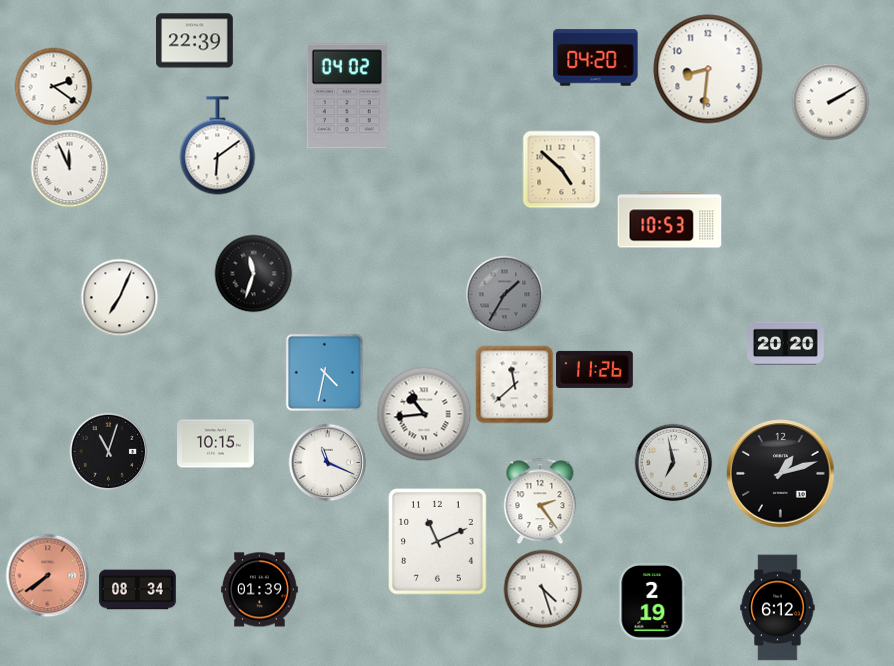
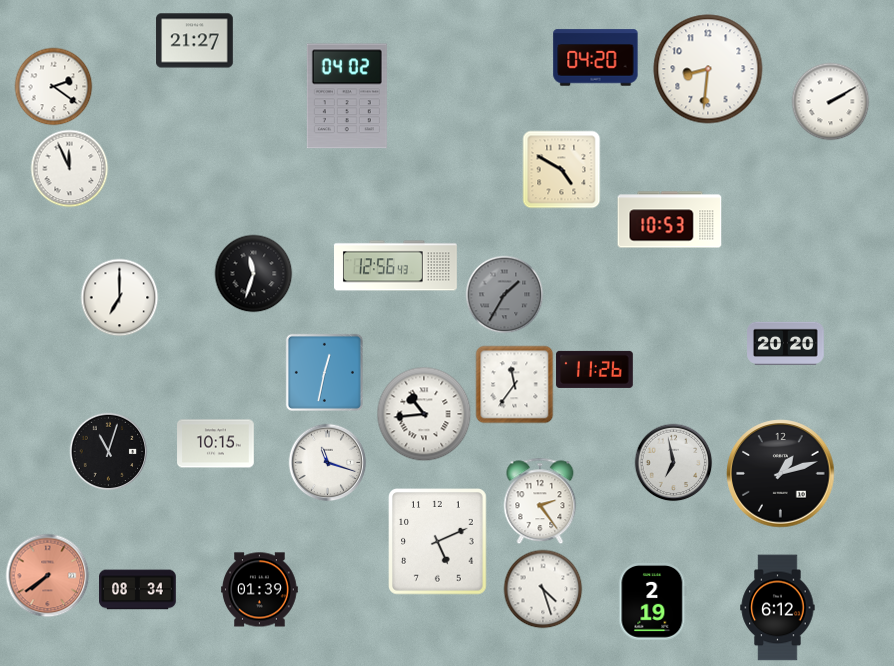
clock at (195, 41): 22:39 -> 21:27
clock at (218, 146): 6:09 -> none
clock at (561, 169): 4:52 -> 4:50
clock at (396, 266): none -> 12:56
clock at (119, 297): 7:04 -> 7:00
clock at (324, 372): 4:32 -> 12:32
clock at (514, 384): 11:38 -> 11:36
clock at (327, 462): 11:19 -> 11:18
clock at (438, 542): 11:11 -> 5:11
